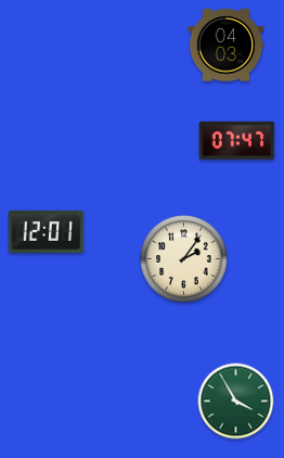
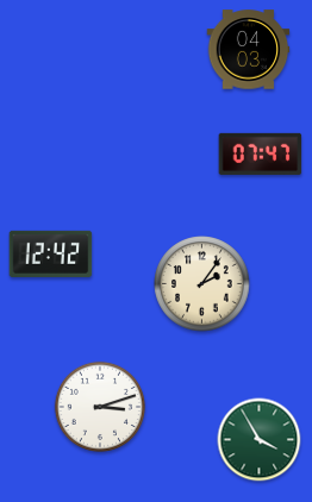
clock at (47, 231): 12:01 -> 12:42
clock at (99, 406): none -> 3:12
